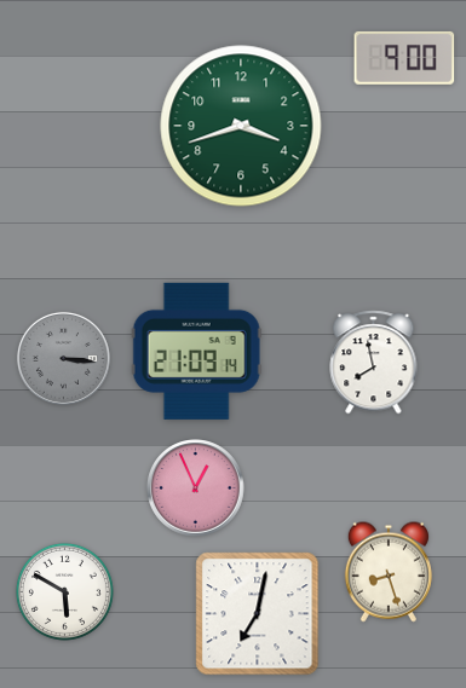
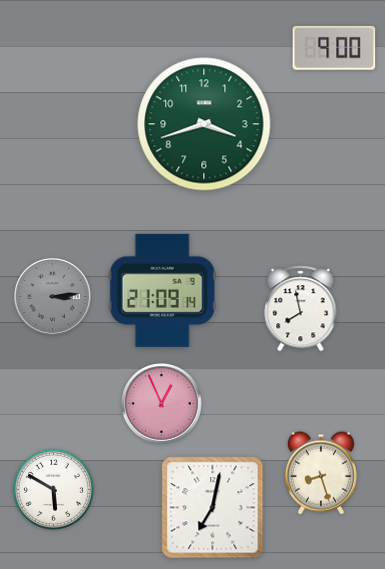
clock at (241, 126) position: (241, 126) -> (204, 124)
clock at (63, 358): 3:16 -> 3:14
clock at (374, 363) position: (374, 363) -> (301, 309)
